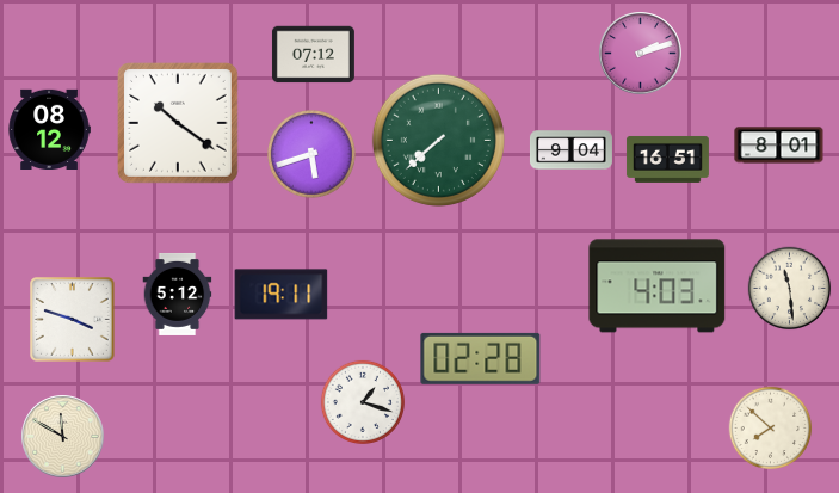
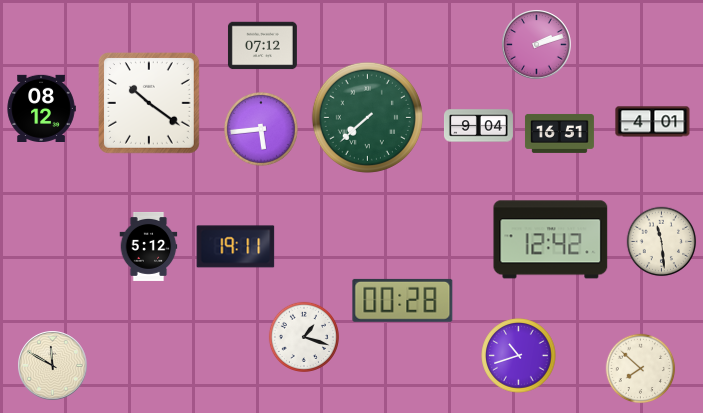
clock at (779, 146): 8:01 -> 4:01
clock at (311, 154): 5:42 -> 5:44
clock at (658, 286): 4:03 -> 12:42
clock at (73, 320): 3:48 -> none
clock at (481, 358): 02:28 -> 00:28
clock at (519, 356): none -> 10:42
clock at (771, 429) position: (771, 429) -> (641, 369)
